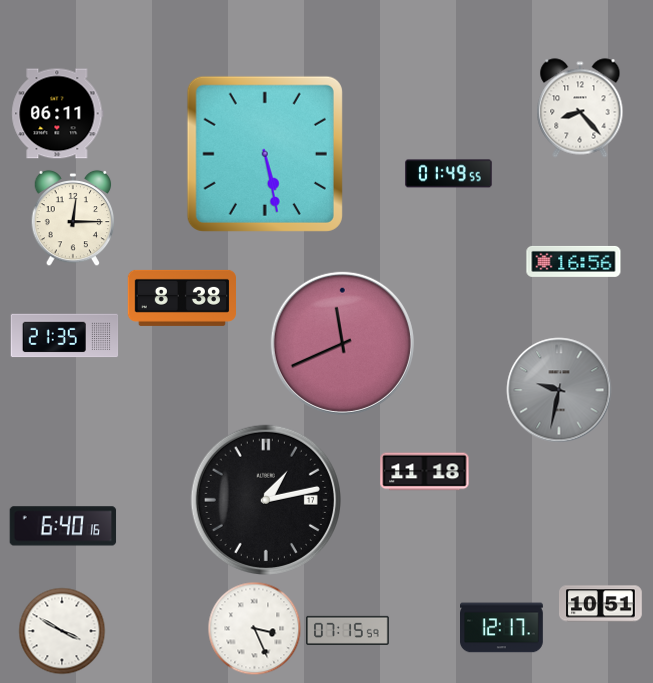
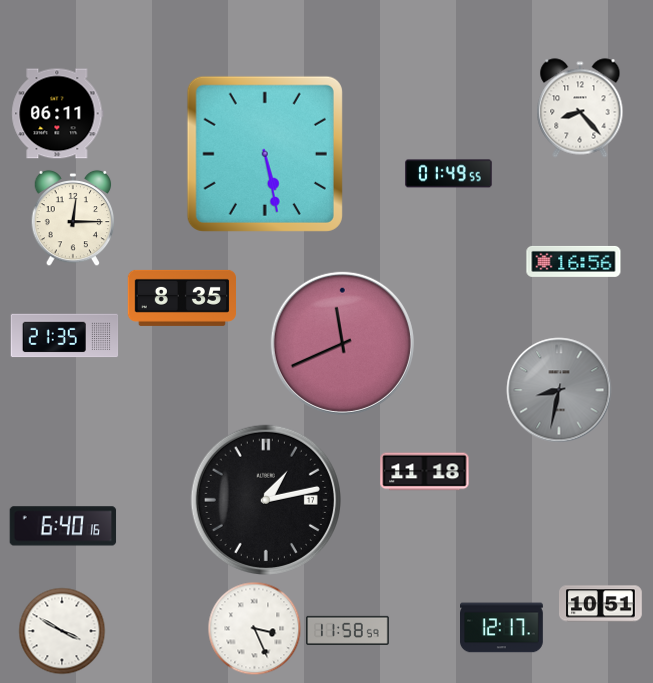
clock at (181, 298): 8:38 -> 8:35
clock at (559, 390): 9:32 -> 8:32
clock at (348, 630): 07:15 -> 11:58
